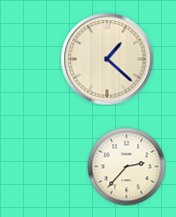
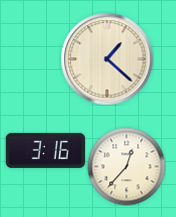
clock at (45, 150): none -> 3:16
clock at (126, 166): 2:37 -> 12:37
